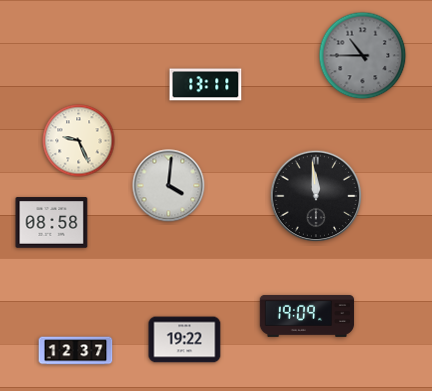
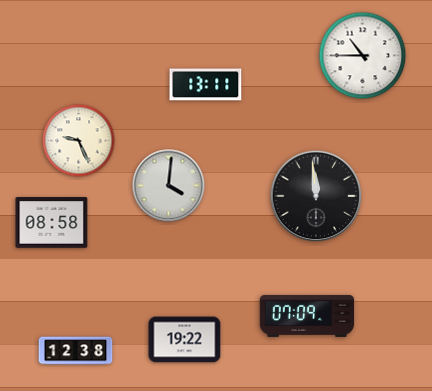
clock at (363, 56) dial: grey -> white
clock at (307, 316): 19:09 -> 07:09
clock at (76, 351): 12:37 -> 12:38
